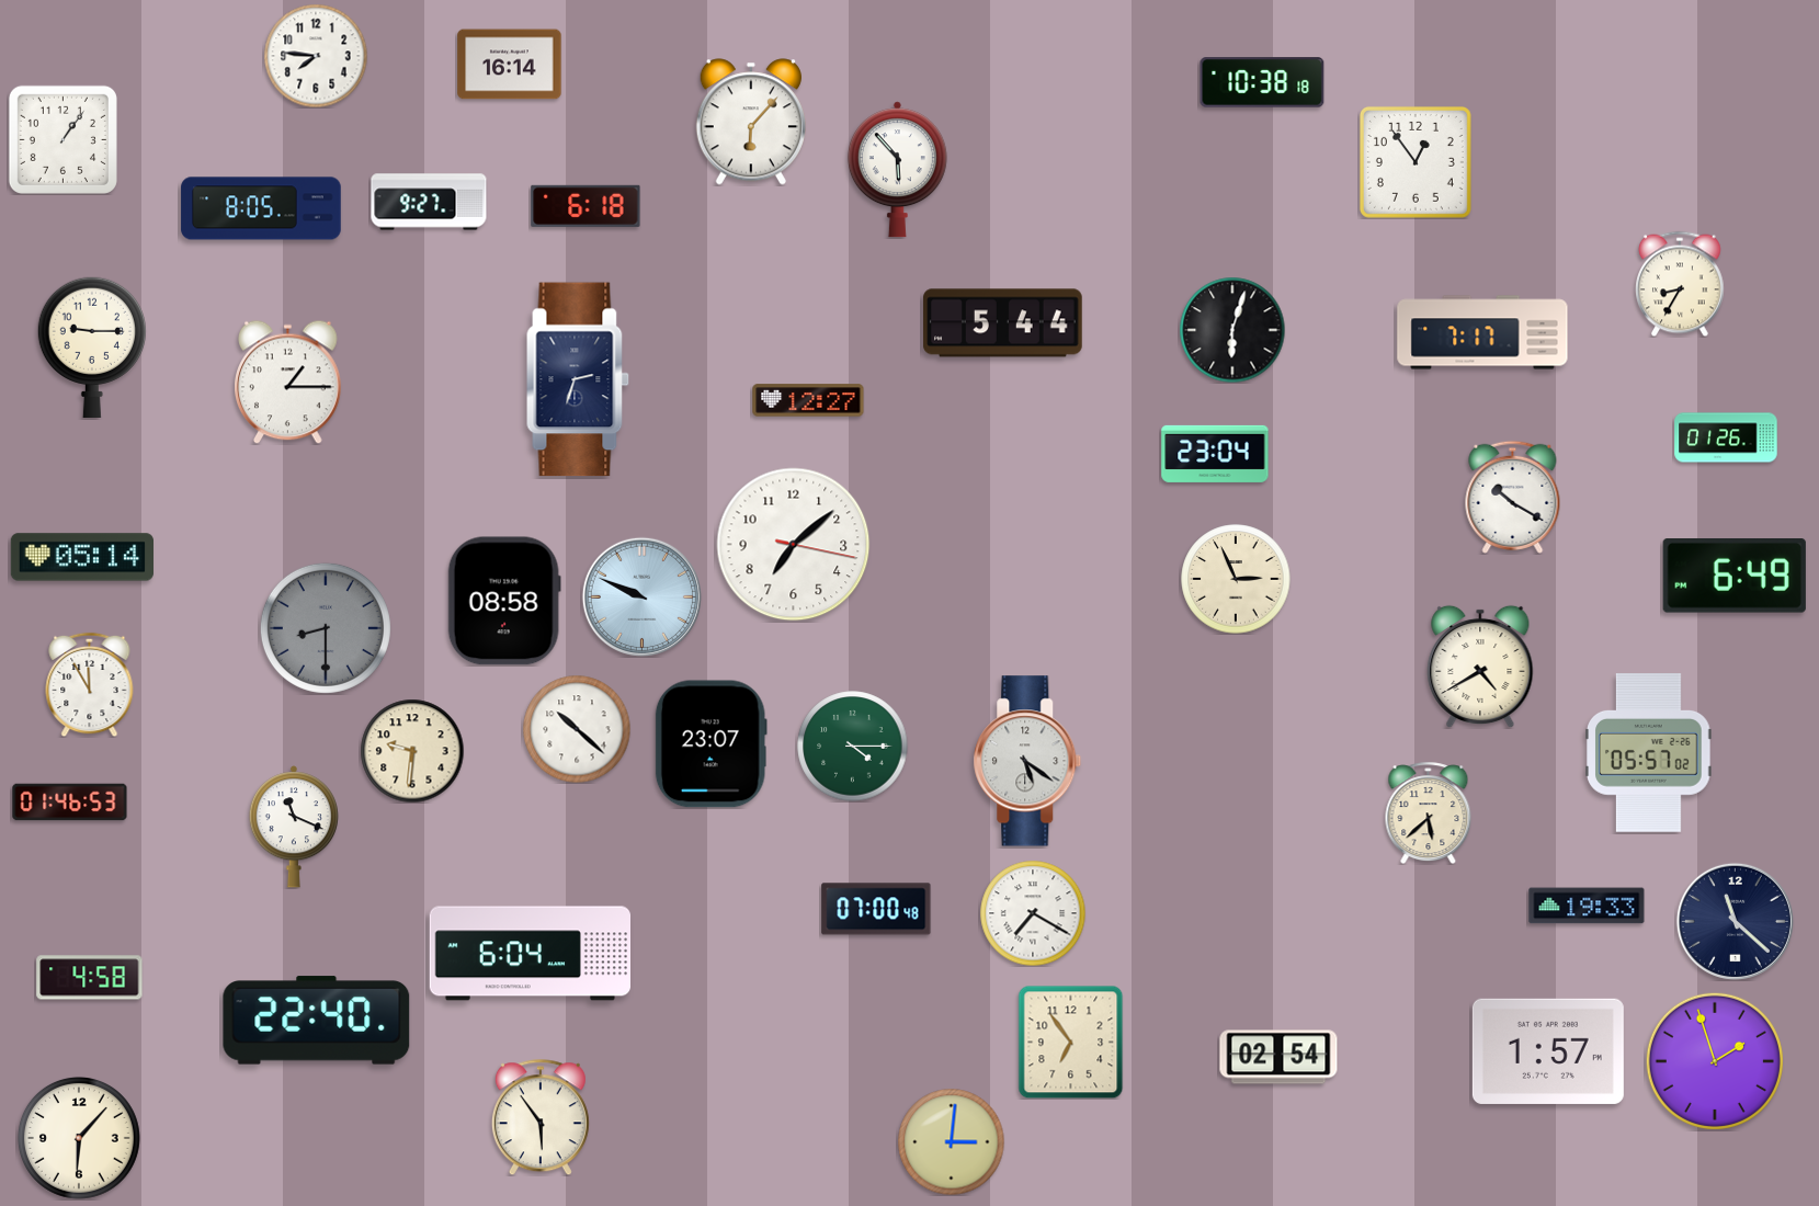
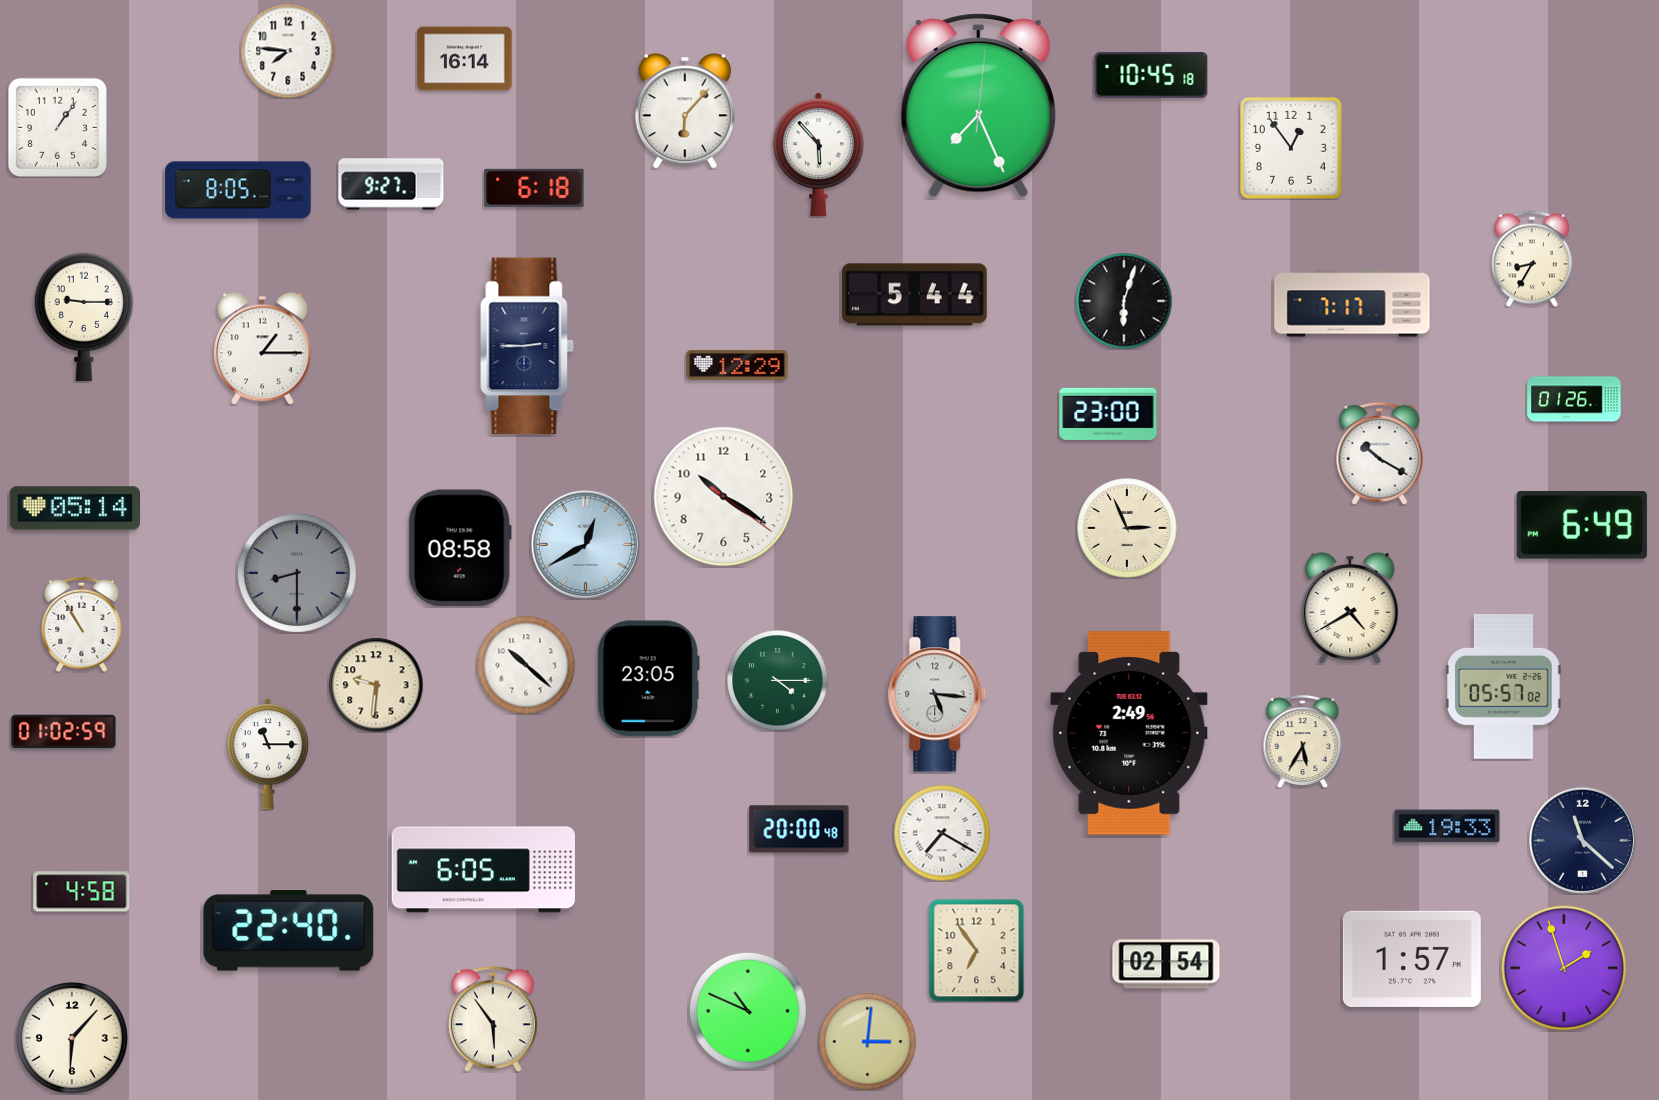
clock at (1262, 82): 10:38 -> 10:45
clock at (978, 106): none -> 7:26
clock at (578, 379): 2:33 -> 2:45
clock at (808, 400): 12:27 -> 12:29
clock at (1215, 454): 23:04 -> 23:00
clock at (794, 545): 7:08 -> 10:20
clock at (641, 596): 9:49 -> 12:40
clock at (90, 684): 11:55 -> 10:55
clock at (710, 744): 23:07 -> 23:05
clock at (1027, 761): 5:21 -> 5:16
clock at (70, 803): 01:46 -> 01:02
clock at (1129, 733): none -> 2:49
clock at (1429, 812): 5:38 -> 5:35
clock at (294, 827): 11:19 -> 11:15
clock at (876, 909): 07:00 -> 20:00
clock at (530, 954): 6:04 -> 6:05
clock at (748, 1011): none -> 10:49
